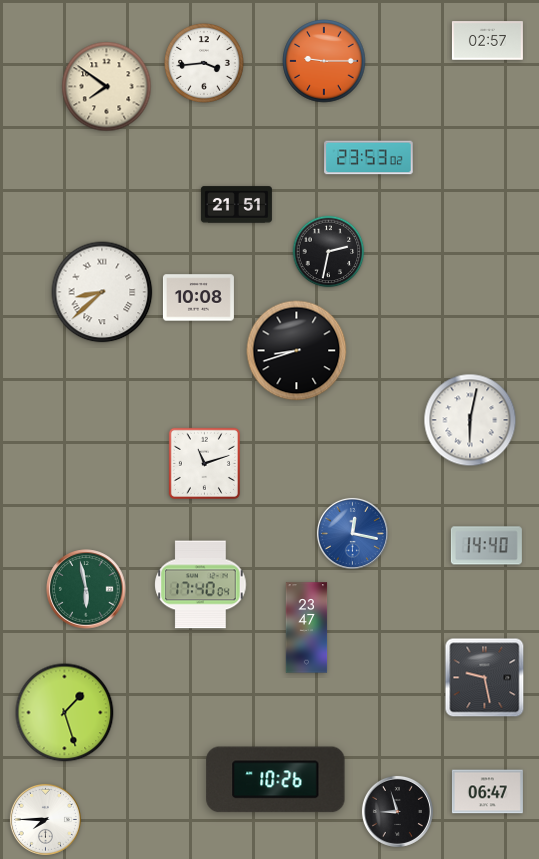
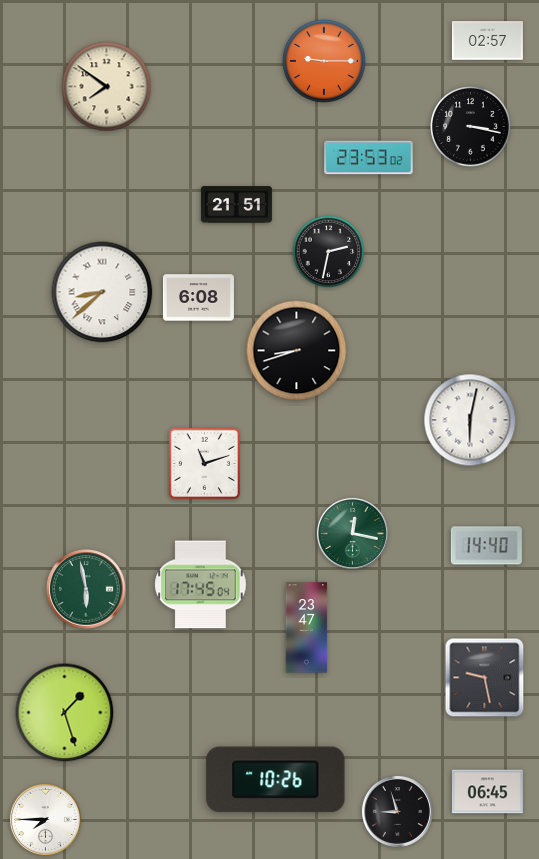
clock at (204, 63): 3:44 -> none
clock at (471, 127): none -> 3:17
clock at (198, 298): 10:08 -> 6:08
clock at (352, 533) dial: blue -> green
clock at (201, 585): 17:40 -> 17:45
clock at (487, 792): 06:47 -> 06:45
